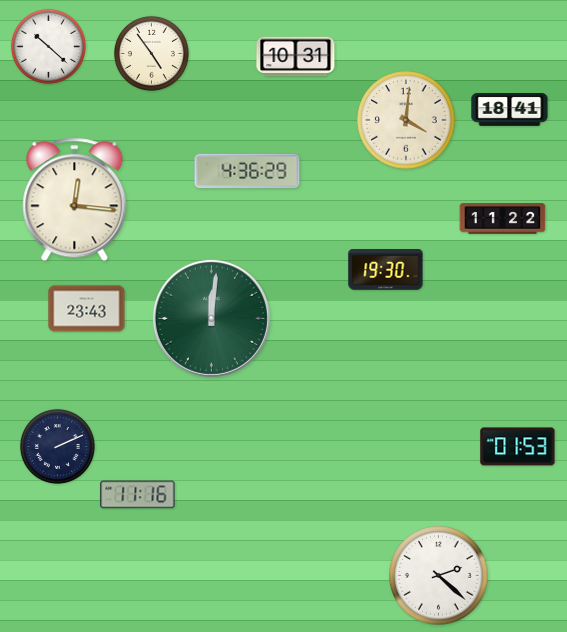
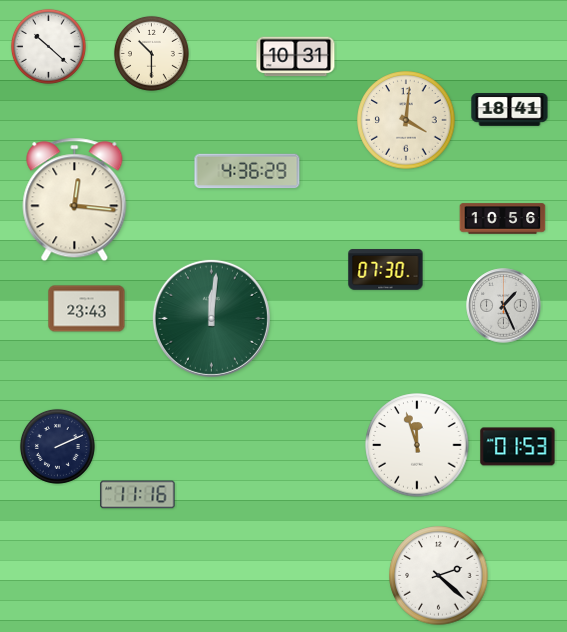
clock at (151, 53): 4:54 -> 10:30
clock at (503, 219): 11:22 -> 10:56
clock at (386, 270): 19:30 -> 07:30
clock at (504, 306): none -> 1:26
clock at (417, 445): none -> 11:57
